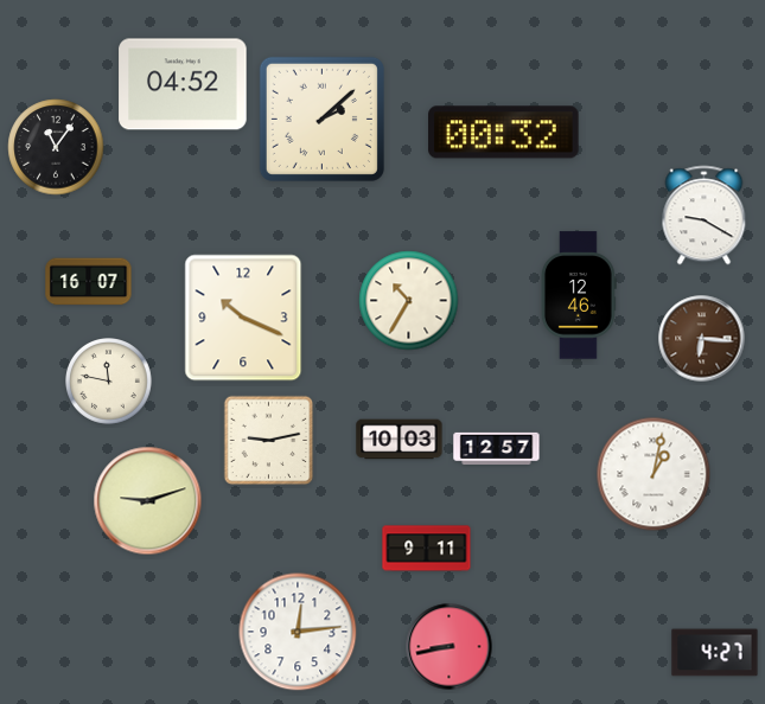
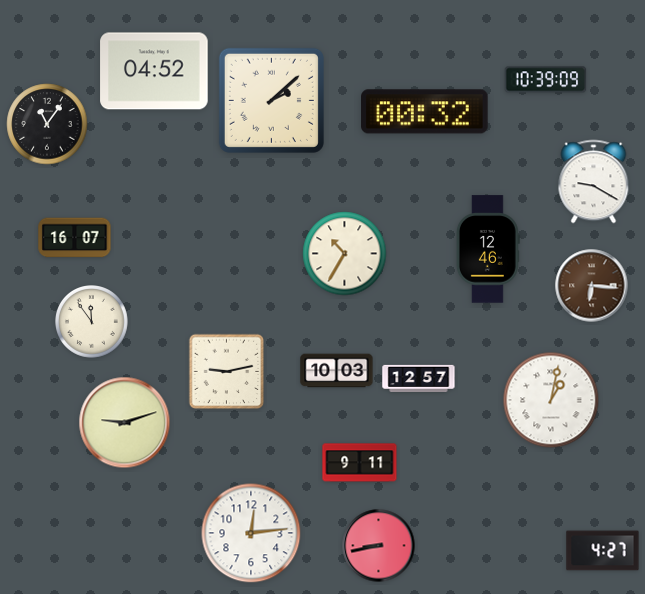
clock at (546, 80): none -> 10:39
clock at (243, 318): 10:19 -> none
clock at (109, 382): 11:47 -> 11:54
